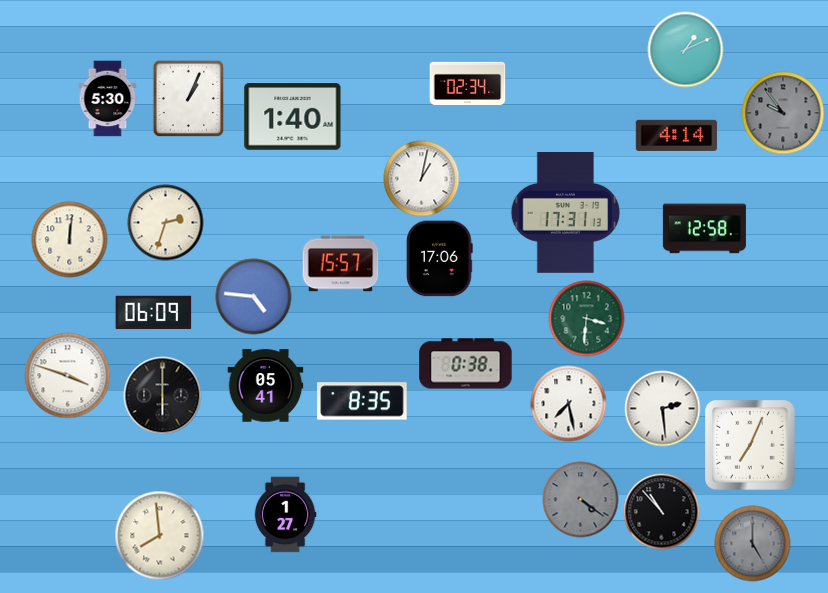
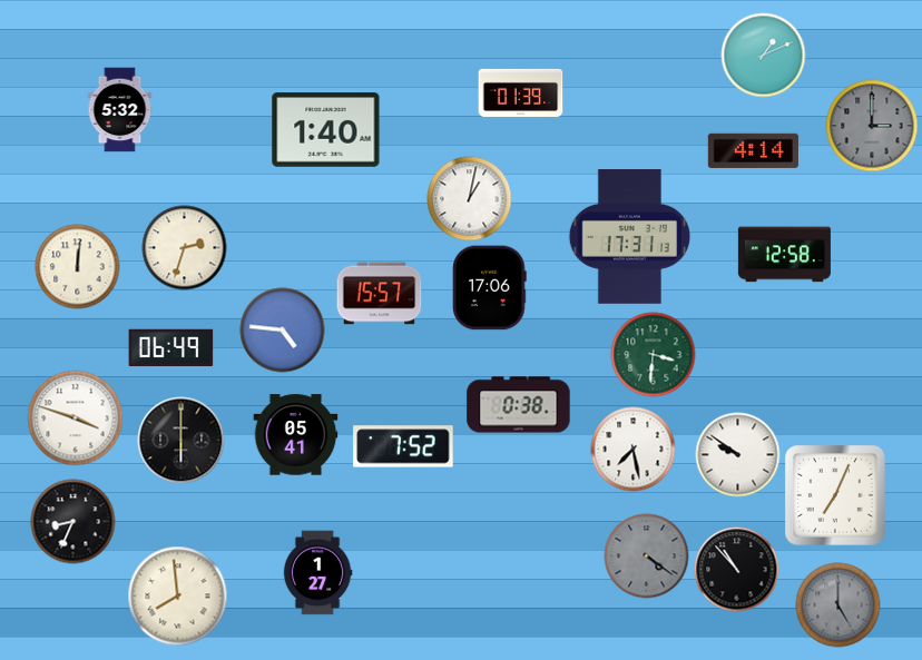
clock at (468, 83): 02:34 -> 01:39
clock at (189, 98): 1:04 -> none
clock at (108, 99): 5:30 -> 5:32
clock at (783, 113): 9:54 -> 3:00
clock at (154, 313): 06:09 -> 06:49
clock at (266, 386) position: (266, 386) -> (296, 435)
clock at (362, 401): 8:35 -> 7:52
clock at (663, 409): 2:29 -> 9:51
clock at (73, 522): none -> 8:34
